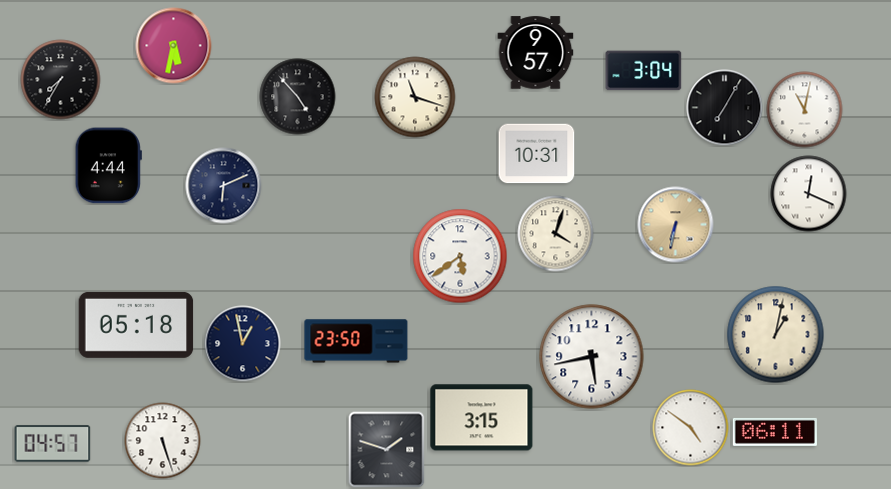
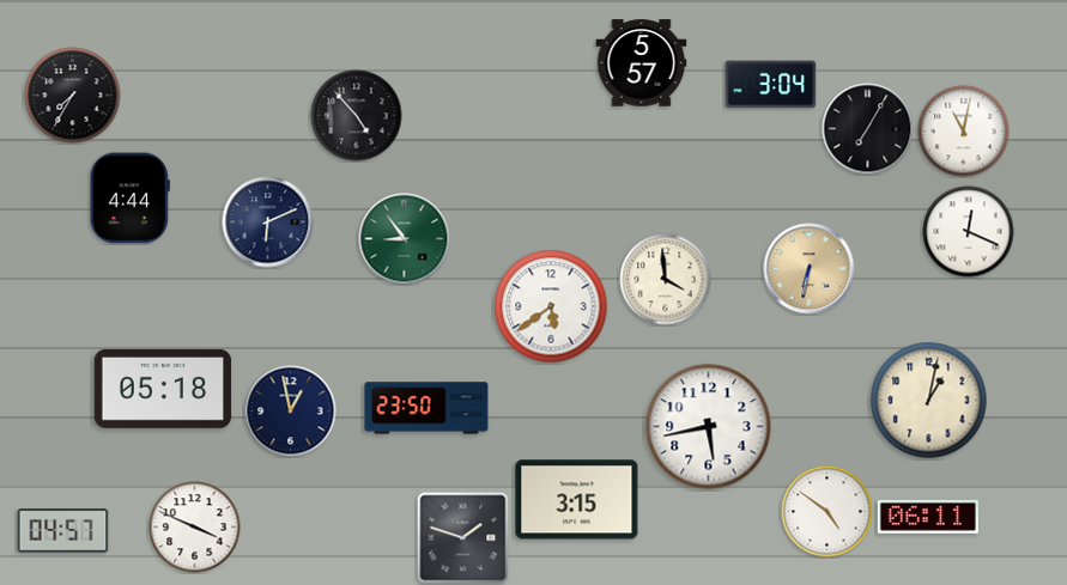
clock at (174, 46): 5:32 -> none
clock at (536, 53): 9:57 -> 5:57
clock at (415, 97): 11:18 -> none
clock at (537, 154): 10:31 -> none
clock at (405, 239): none -> 8:54
clock at (556, 234): 4:03 -> 3:59
clock at (163, 441): 5:27 -> 3:49
